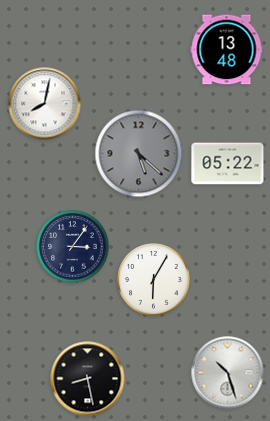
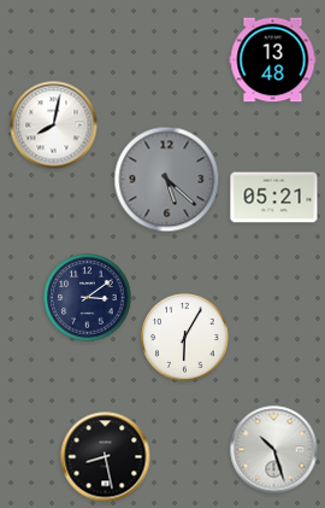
clock at (139, 154) position: (139, 154) -> (167, 180)
clock at (228, 164): 05:22 -> 05:21
clock at (73, 247): 3:06 -> 3:09
